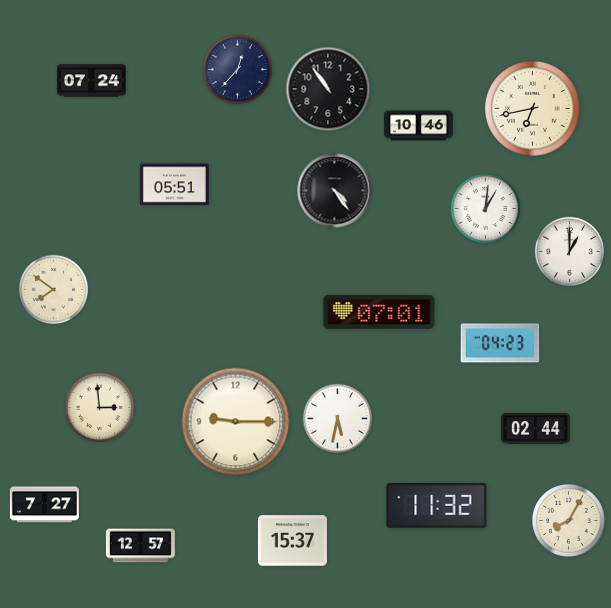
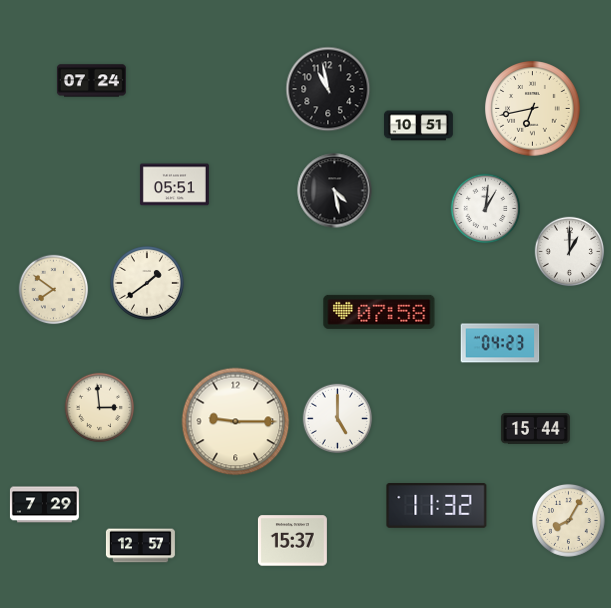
clock at (238, 70): 12:37 -> none
clock at (328, 89): 10:54 -> 10:58
clock at (418, 126): 10:46 -> 10:51
clock at (335, 191): 4:24 -> 4:28
clock at (147, 283): none -> 1:39
clock at (379, 312): 07:01 -> 07:58
clock at (338, 419): 5:32 -> 5:00
clock at (535, 429): 02:44 -> 15:44
clock at (44, 505): 7:27 -> 7:29
